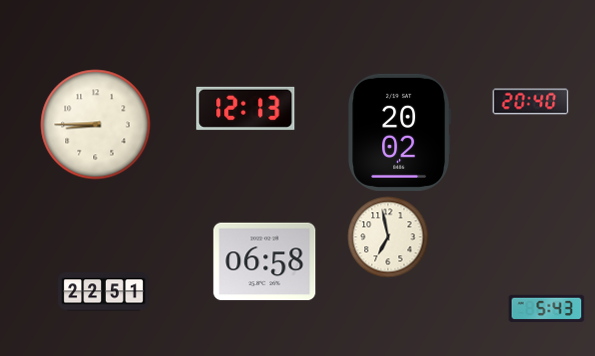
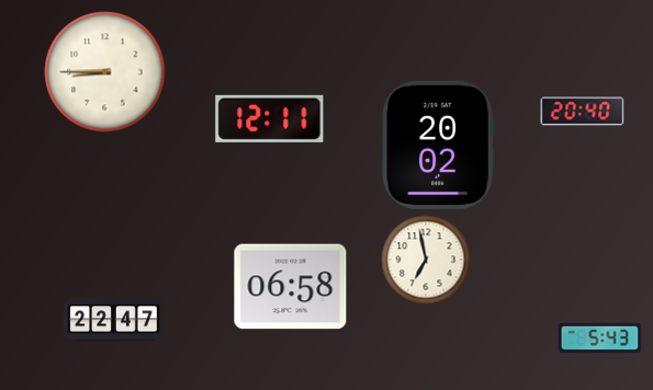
clock at (246, 108): 12:13 -> 12:11
clock at (96, 125) position: (96, 125) -> (105, 72)
clock at (104, 292): 22:51 -> 22:47
